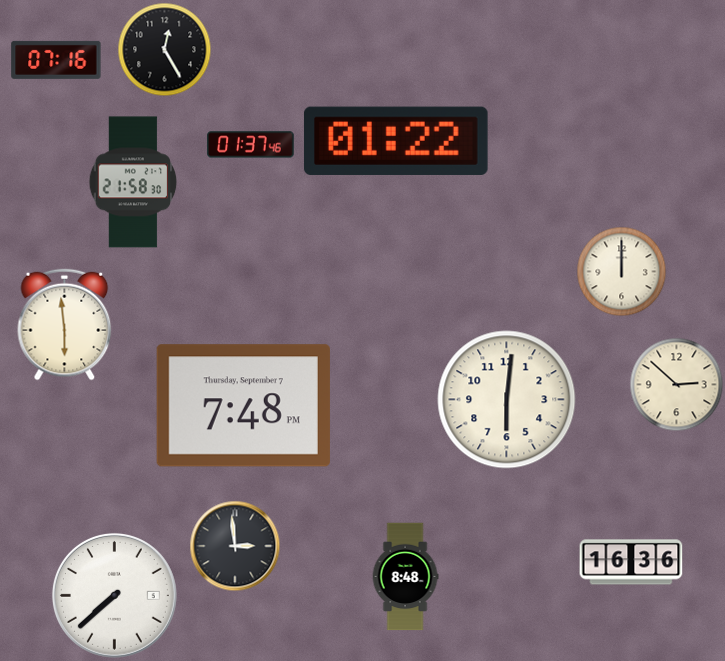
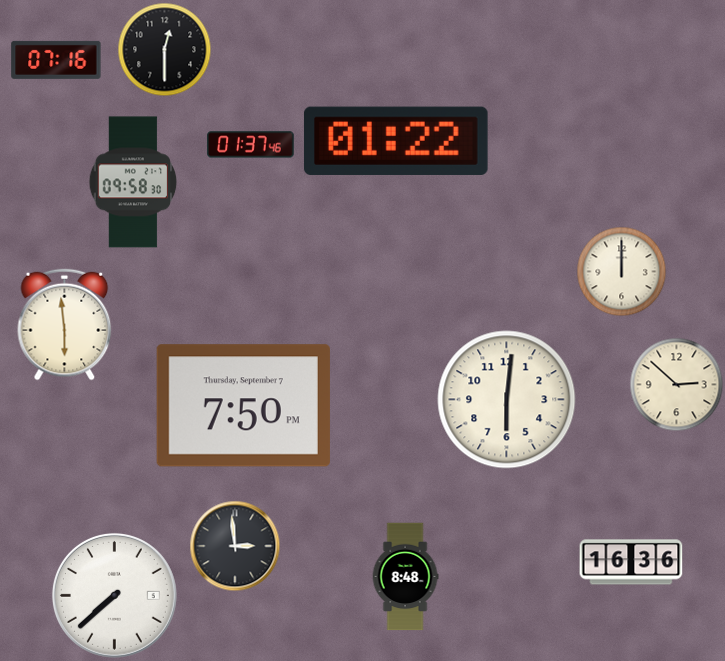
clock at (165, 50): 12:25 -> 12:30
clock at (133, 182): 21:58 -> 09:58
clock at (243, 406): 7:48 -> 7:50
